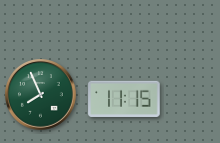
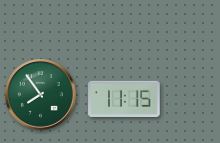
clock at (41, 95): 7:56 -> 7:54
